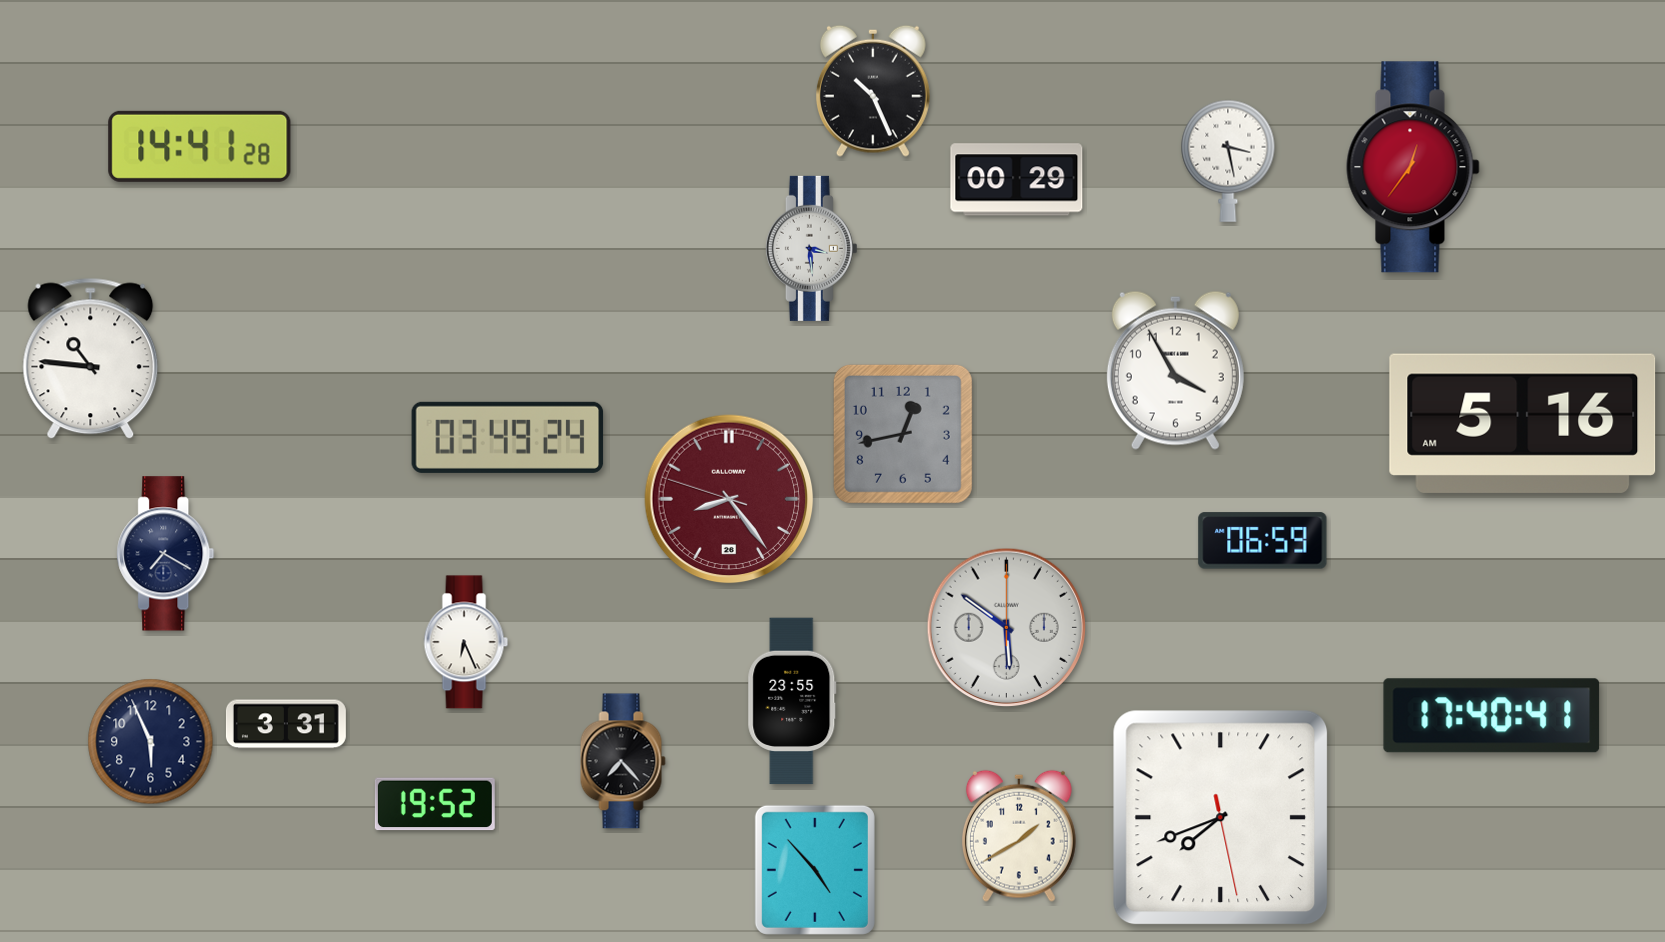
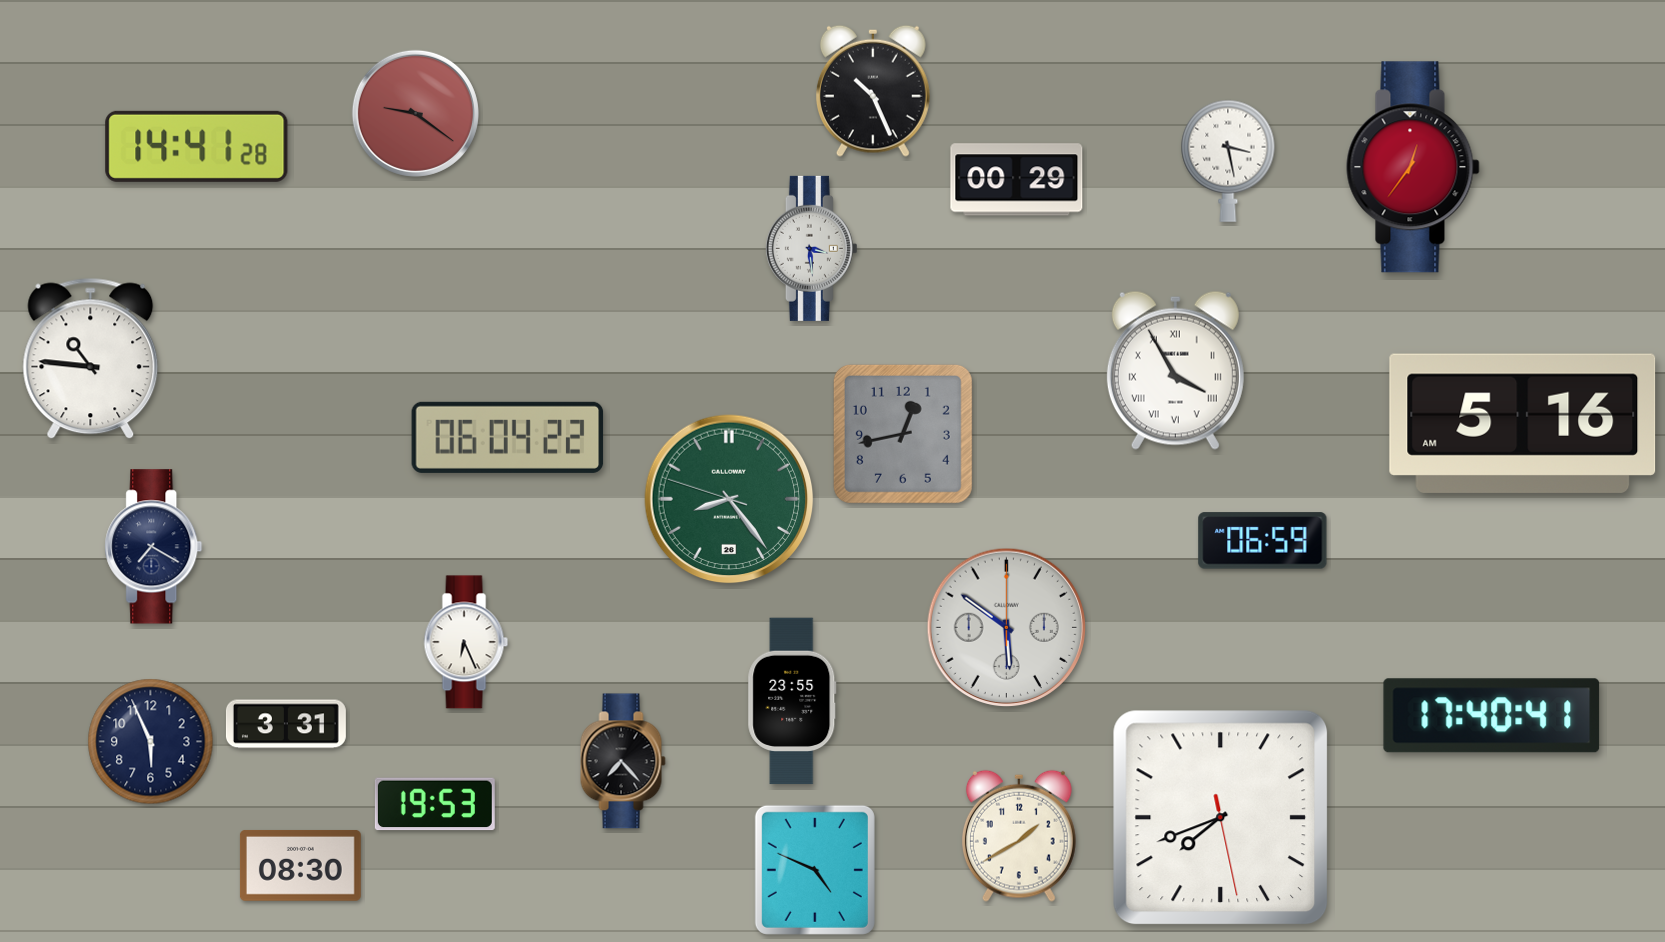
clock at (415, 113): none -> 9:21
clock at (200, 146) position: (200, 146) -> (197, 146)
clock at (1175, 370) numerals: Arabic -> Roman
clock at (508, 437): 03:49 -> 06:04
clock at (729, 499) dial: burgundy -> green
clock at (166, 554) position: (166, 554) -> (154, 547)
clock at (435, 804): 19:52 -> 19:53
clock at (300, 865): none -> 08:30
clock at (815, 870): 4:53 -> 4:49
